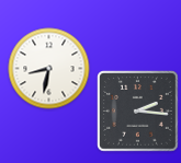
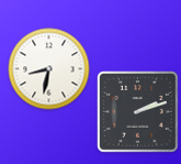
clock at (138, 112): 2:16 -> 2:12
